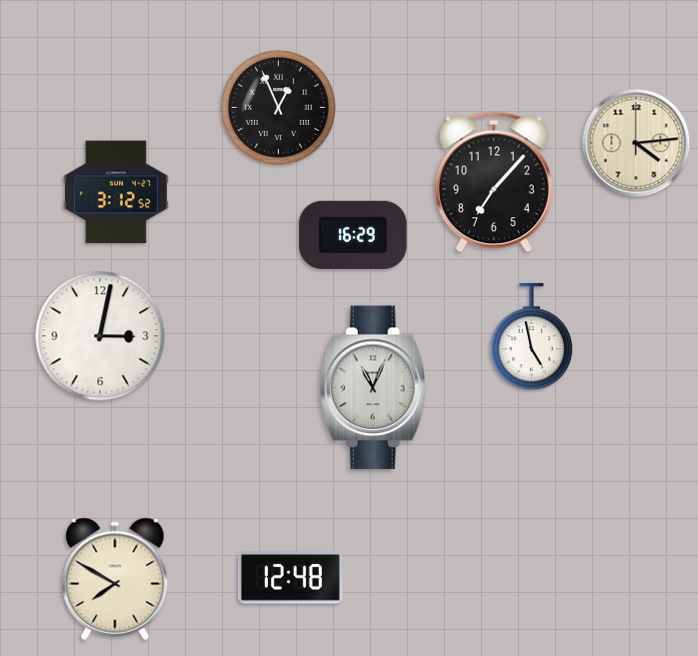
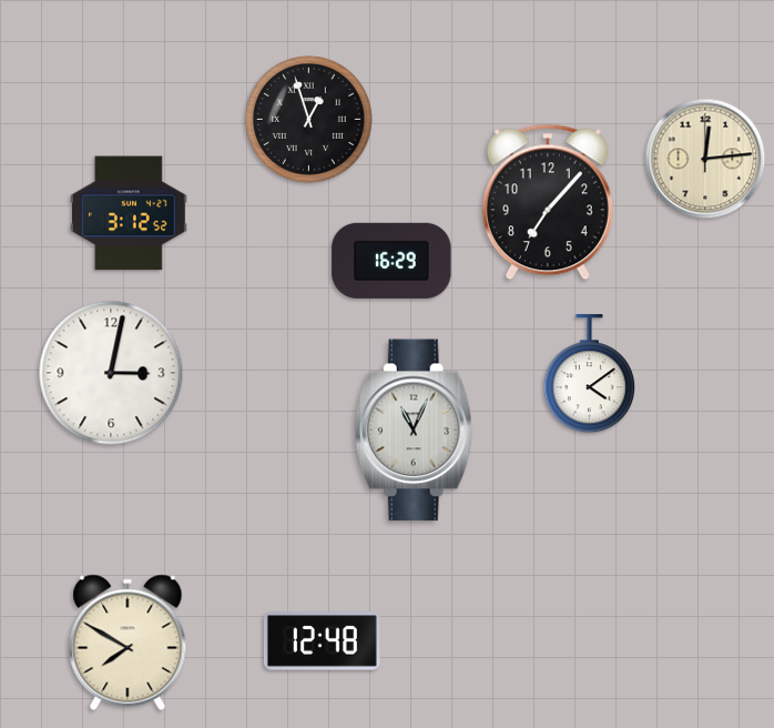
clock at (278, 107): 12:56 -> 12:57
clock at (636, 143): 4:14 -> 12:14
clock at (531, 337): 4:58 -> 4:09
